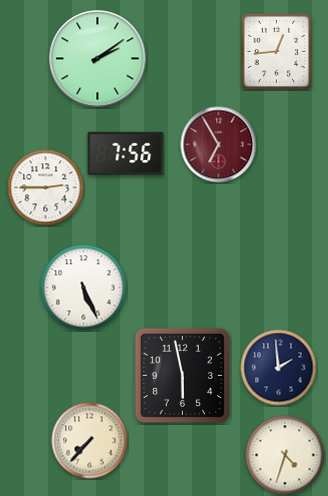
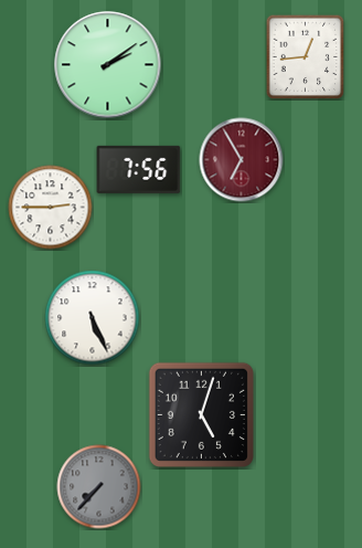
clock at (279, 368): 1:59 -> none
clock at (182, 375): 5:58 -> 5:03
clock at (90, 441) dial: cream -> grey
clock at (285, 455): 4:33 -> none
